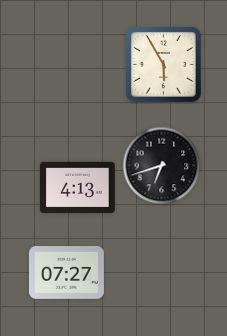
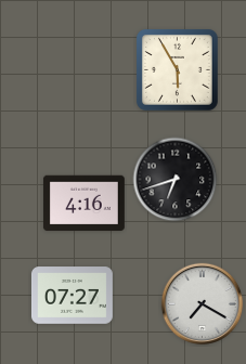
clock at (77, 188): 4:13 -> 4:16
clock at (203, 304): none -> 7:20
